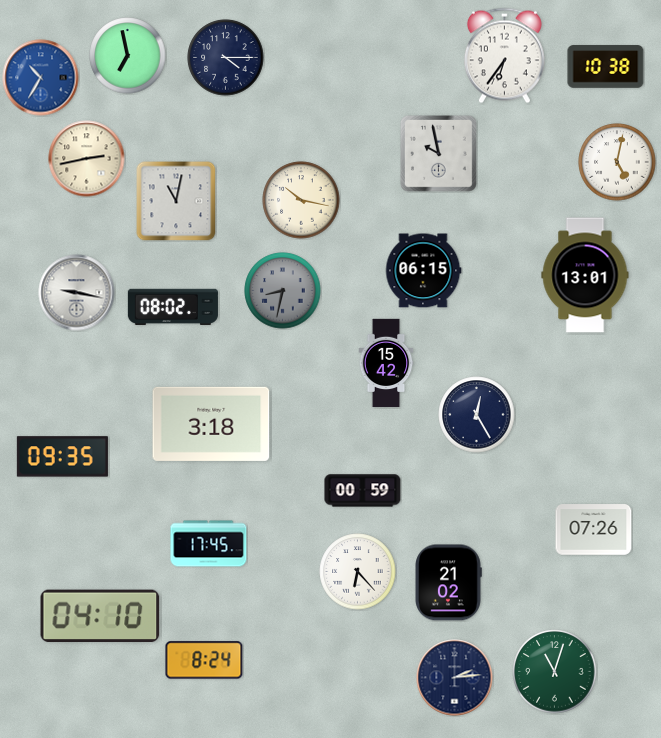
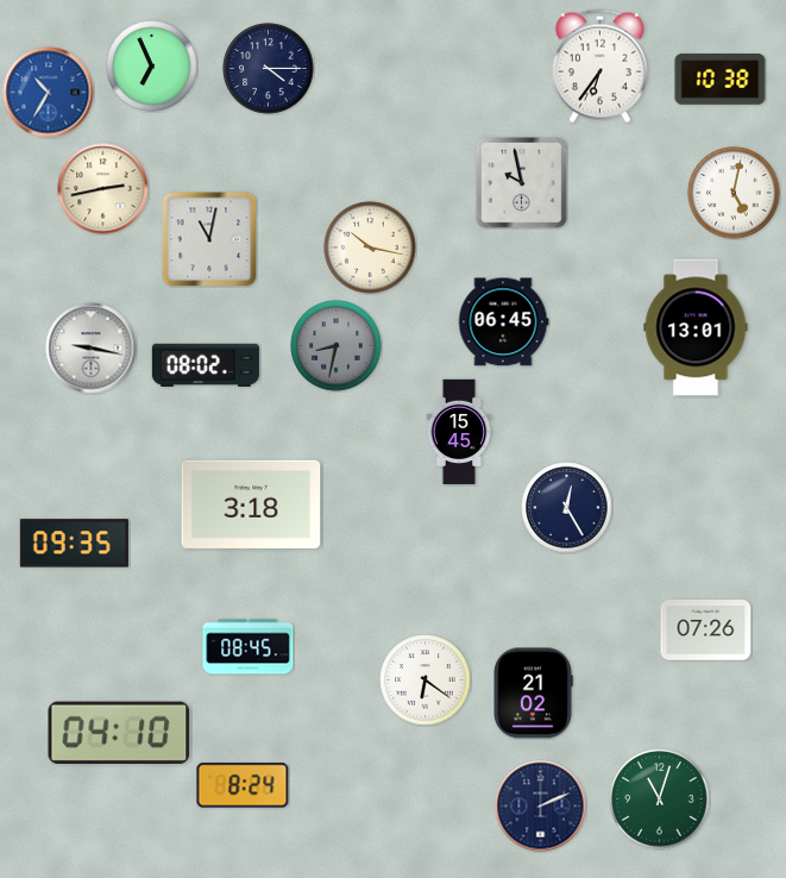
clock at (128, 56): 6:58 -> 6:56
clock at (301, 200) position: (301, 200) -> (370, 247)
clock at (423, 271): 06:15 -> 06:45
clock at (386, 363): 15:42 -> 15:45
clock at (477, 415) position: (477, 415) -> (567, 508)
clock at (363, 491): 00:59 -> none
clock at (209, 544): 17:45 -> 08:45
clock at (358, 572): 6:23 -> 6:21
clock at (455, 678): 2:14 -> 2:11
